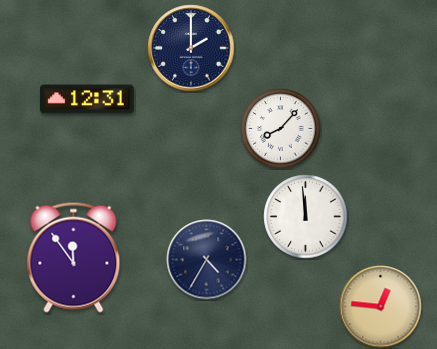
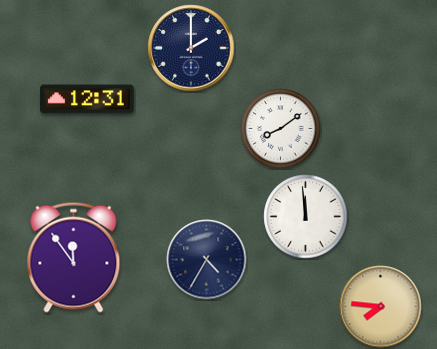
clock at (281, 129): 8:07 -> 8:09
clock at (381, 307): 12:46 -> 7:46
